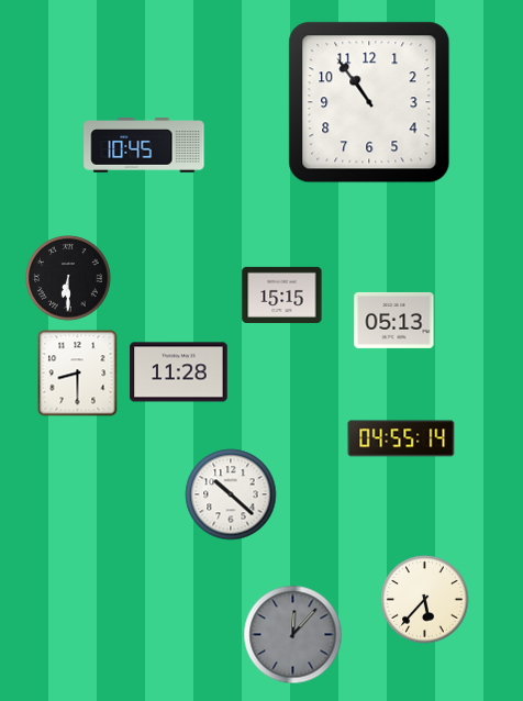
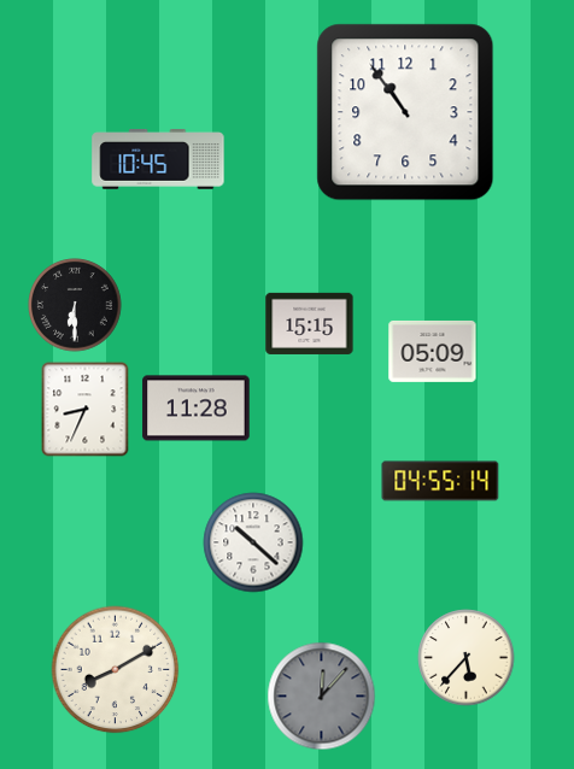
clock at (394, 320): 05:13 -> 05:09
clock at (78, 374): 8:30 -> 8:34
clock at (116, 670): none -> 8:10
